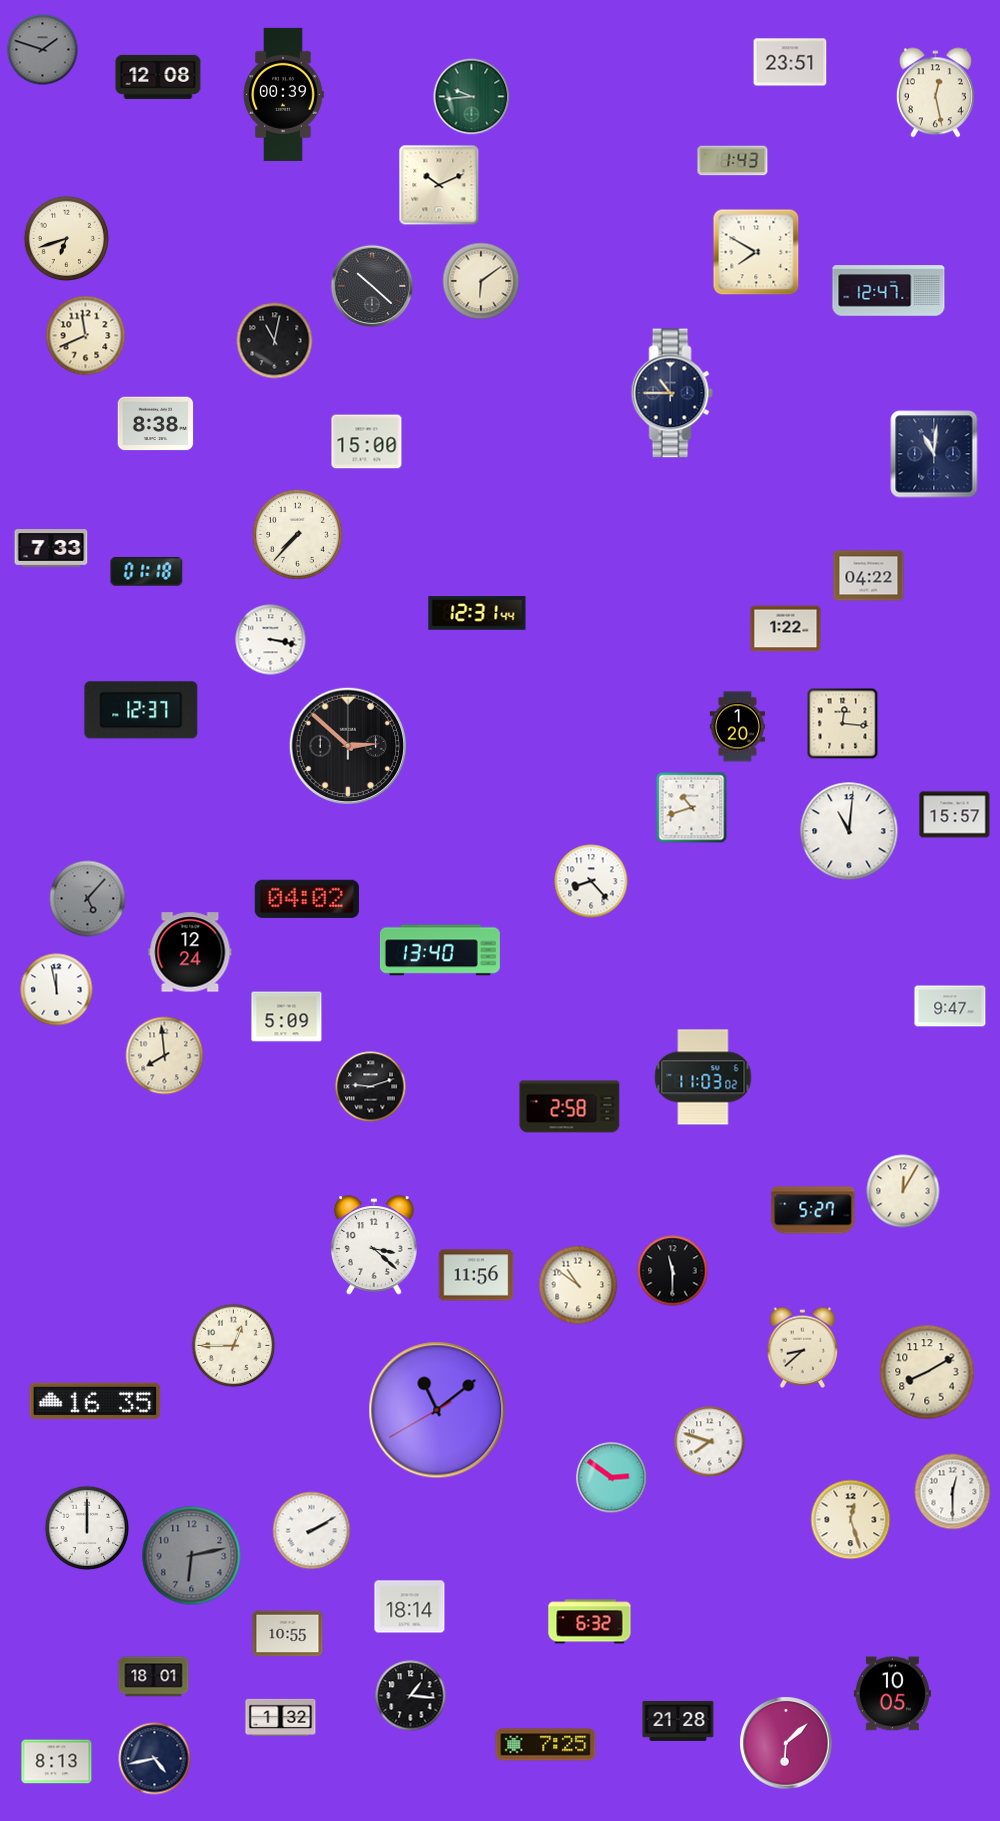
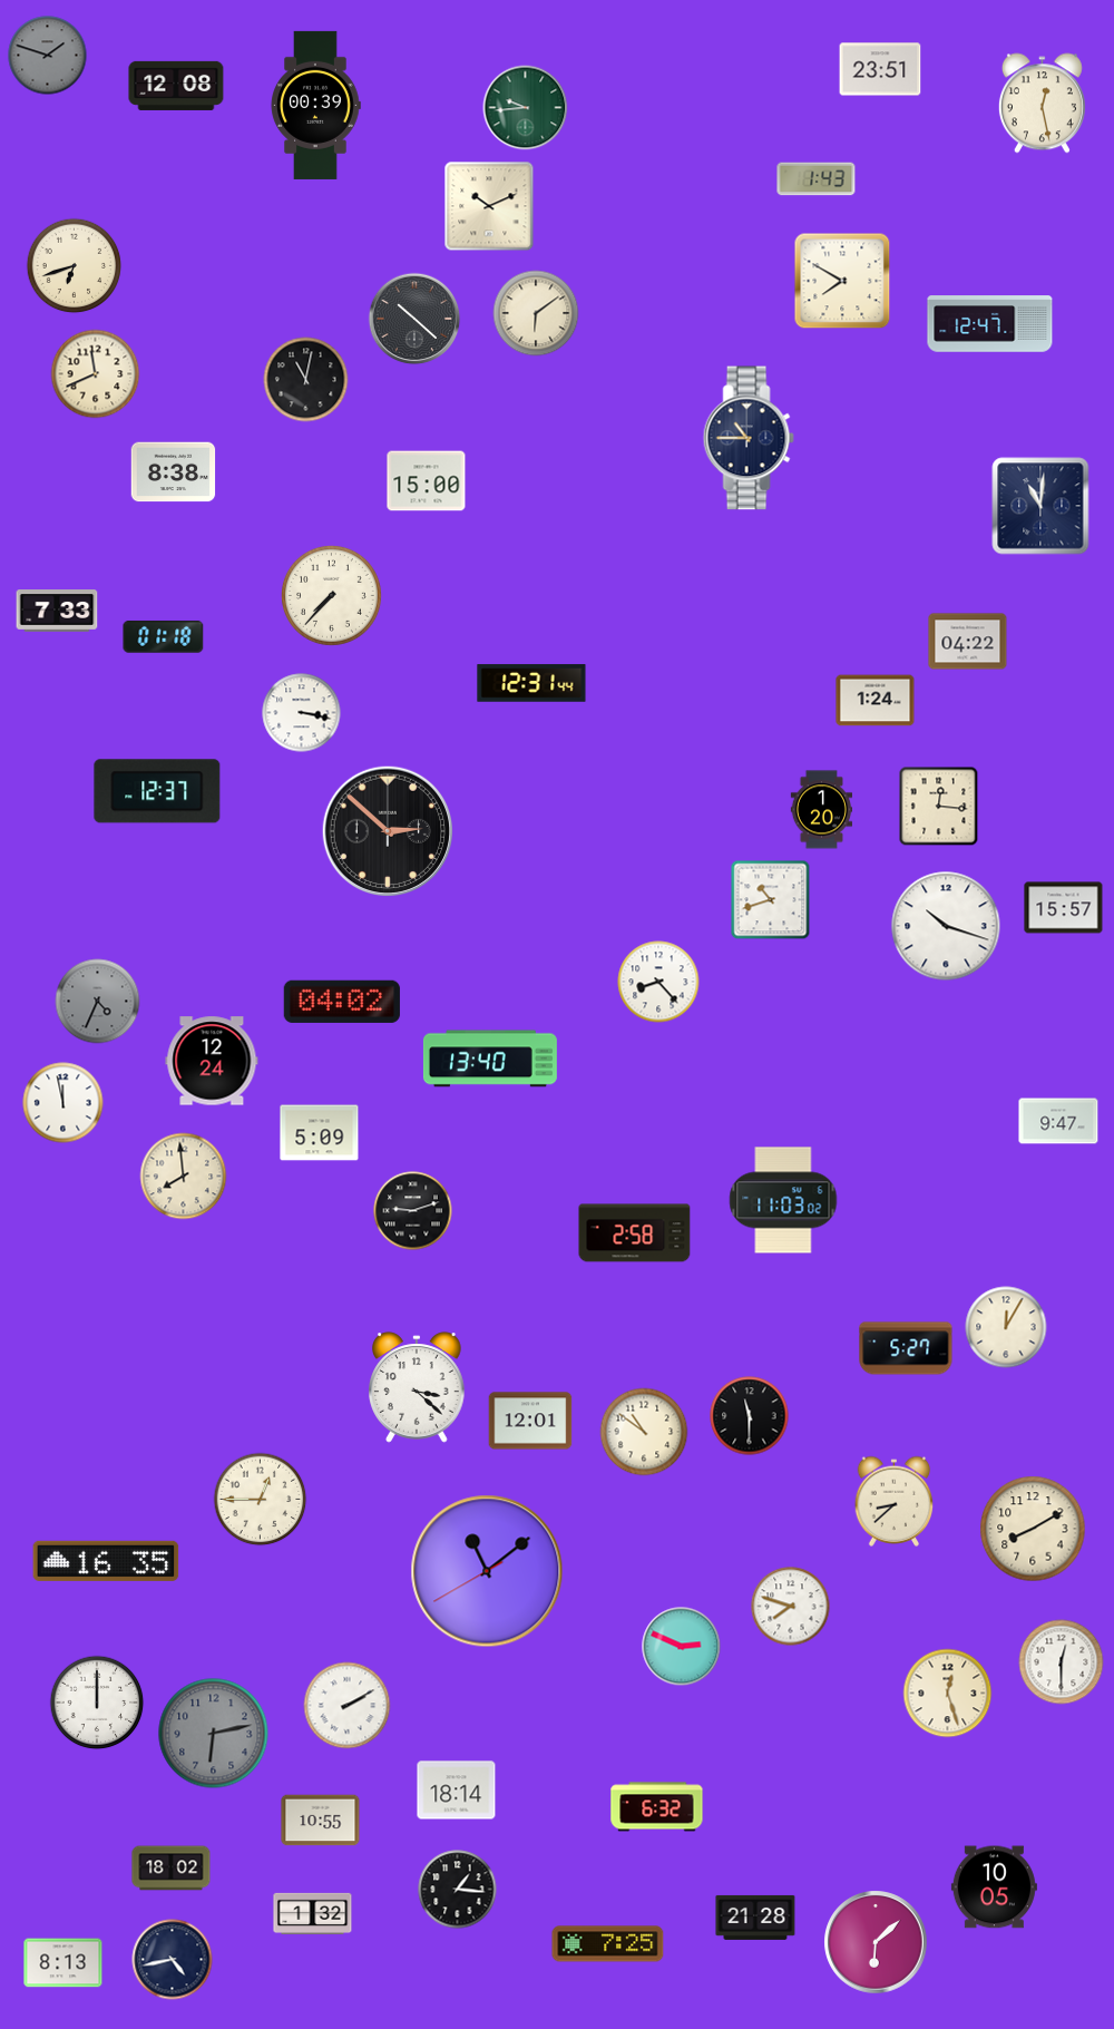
clock at (367, 442) position: (367, 442) -> (427, 481)
clock at (786, 629): 1:22 -> 1:24
clock at (849, 831): 11:01 -> 10:18
clock at (88, 899): 5:07 -> 4:34
clock at (476, 1275): 11:56 -> 12:01
clock at (612, 1478): 2:51 -> 2:49
clock at (154, 1677): 18:01 -> 18:02
